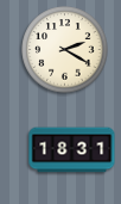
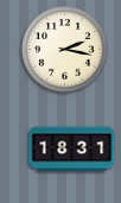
clock at (65, 50): 2:20 -> 2:17
